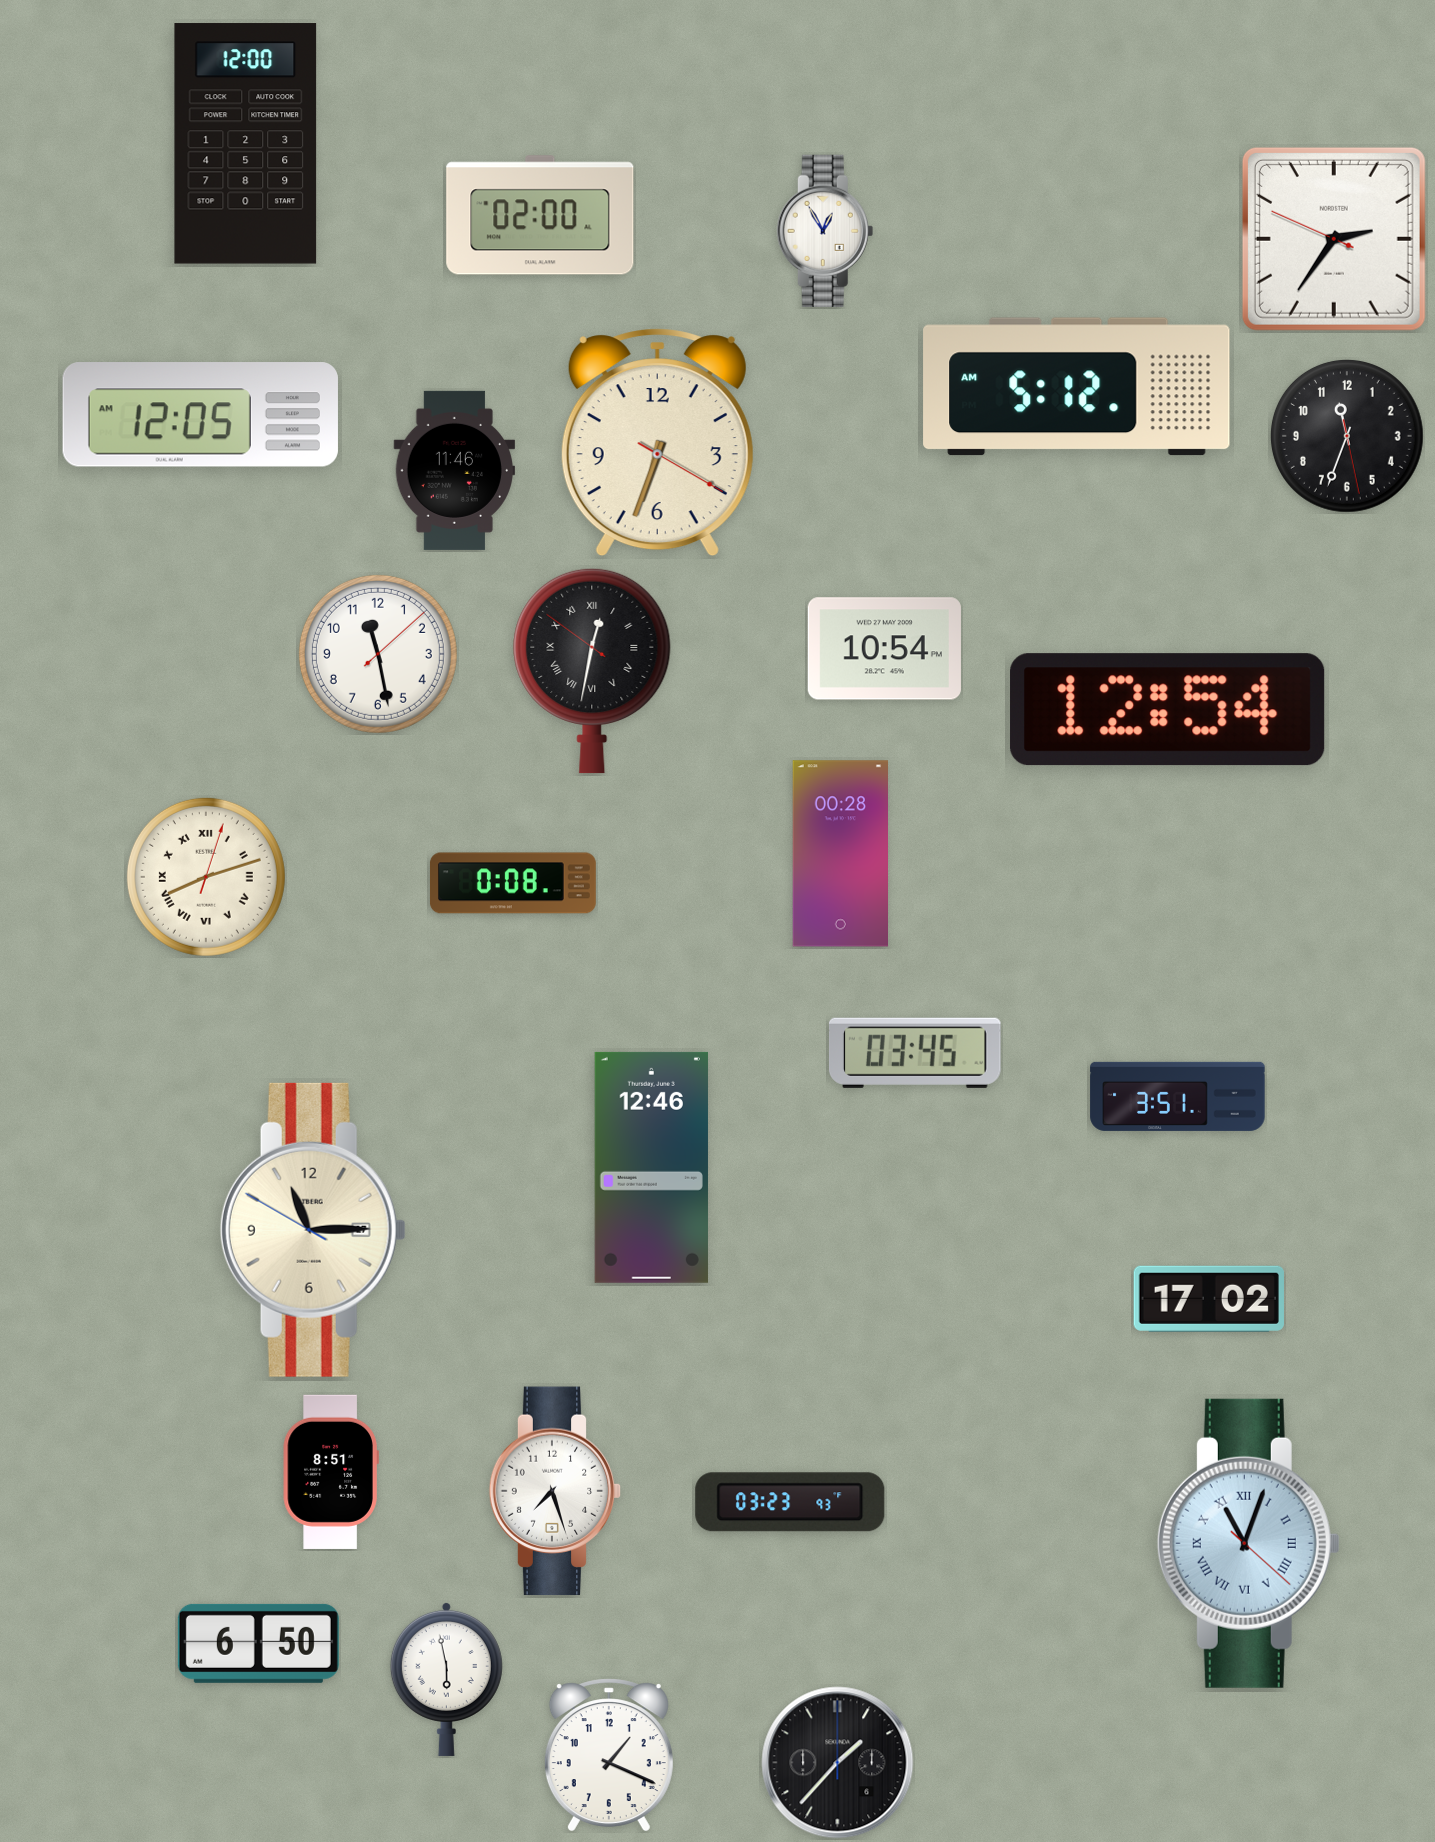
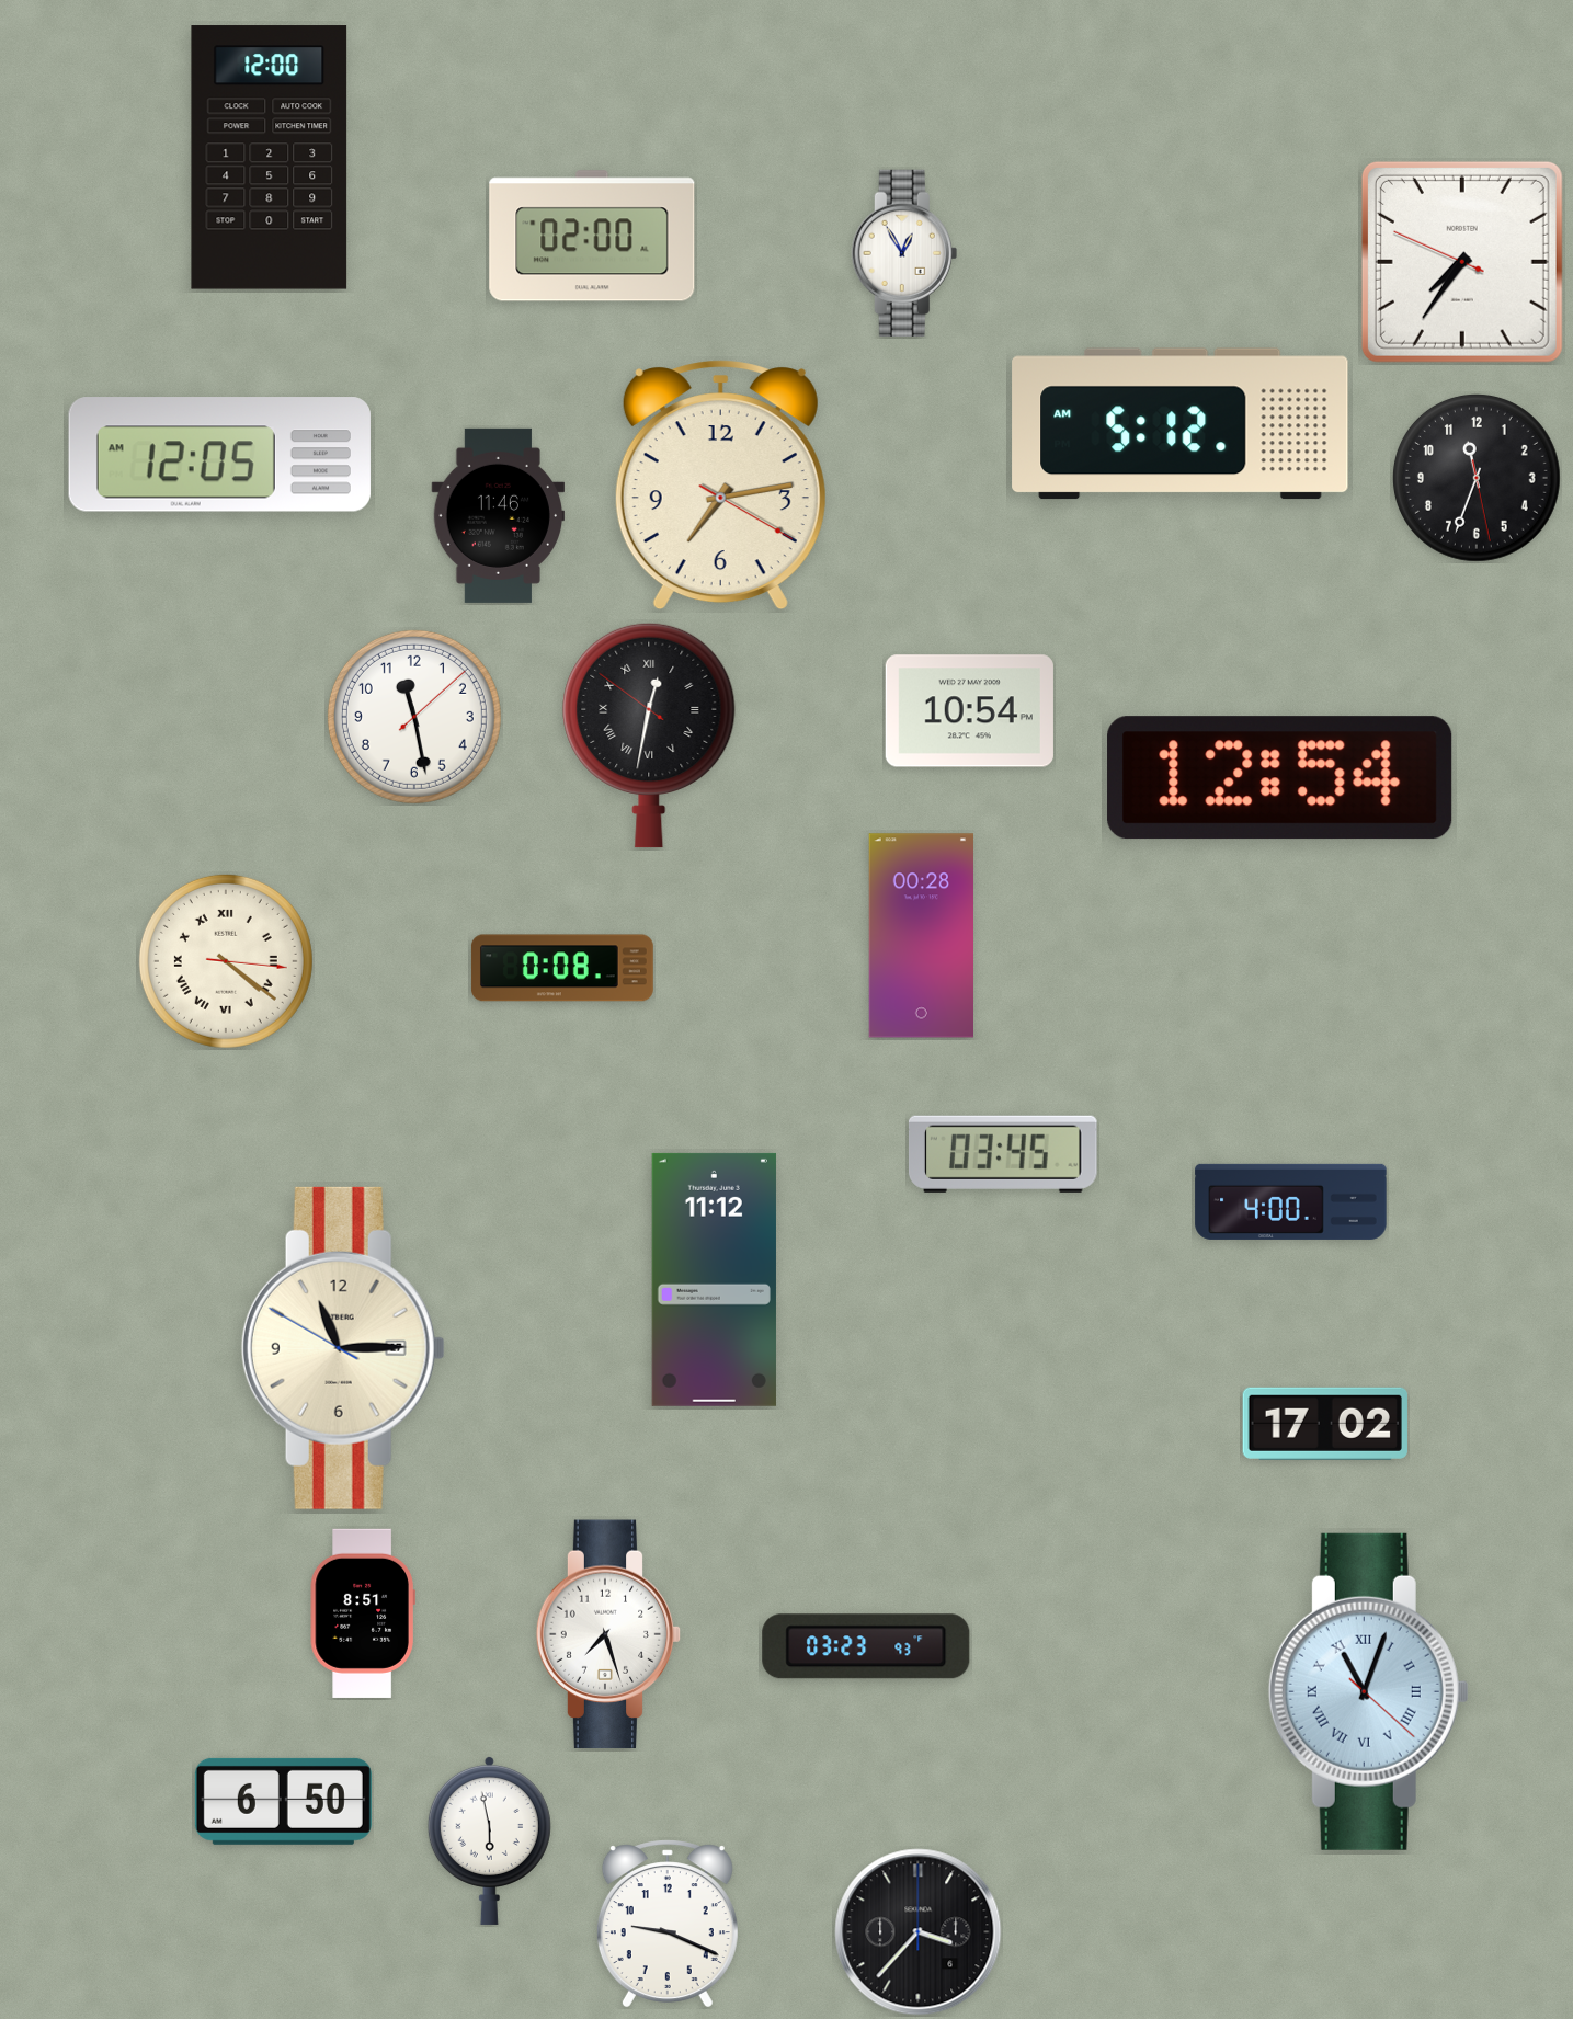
clock at (1334, 239): 2:35 -> 7:35
clock at (657, 443): 6:33 -> 7:13
clock at (206, 877): 8:12 -> 4:21
clock at (1178, 1096): 3:51 -> 4:00
clock at (651, 1167): 12:46 -> 11:12
clock at (609, 1755): 1:19 -> 9:19
clock at (838, 1763): 1:37 -> 3:37
